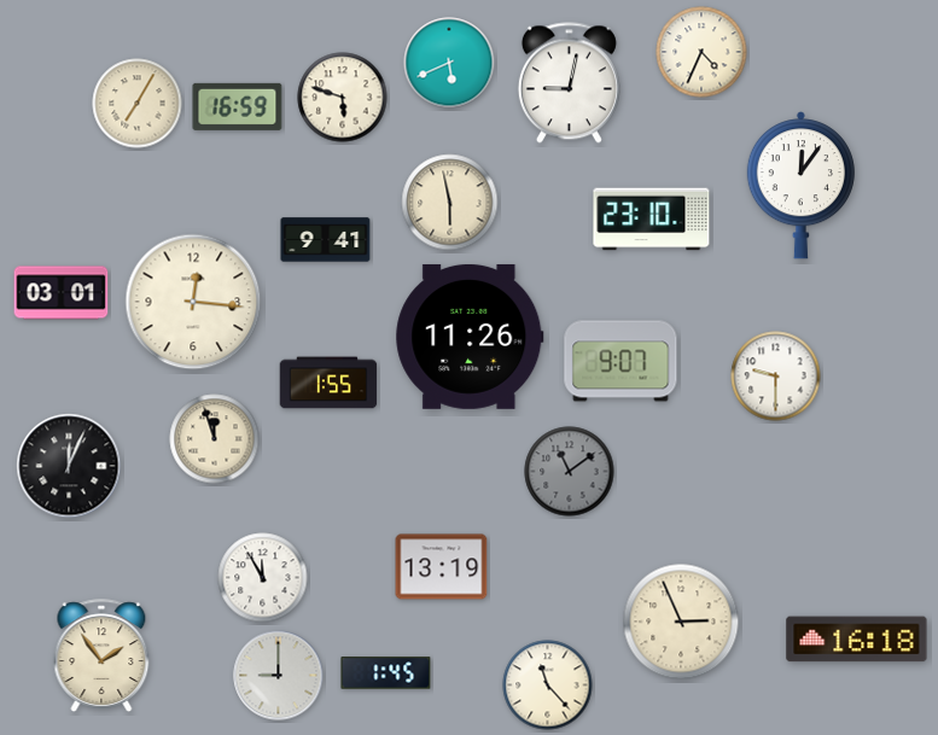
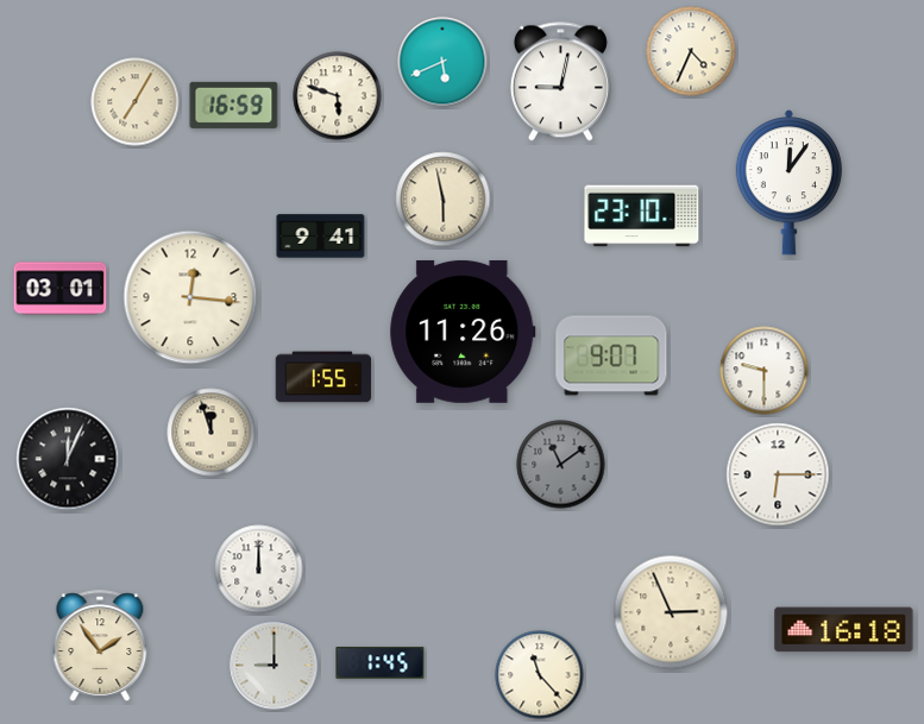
clock at (778, 474): none -> 6:15
clock at (442, 567): 13:19 -> none
clock at (263, 578): 11:55 -> 12:00
